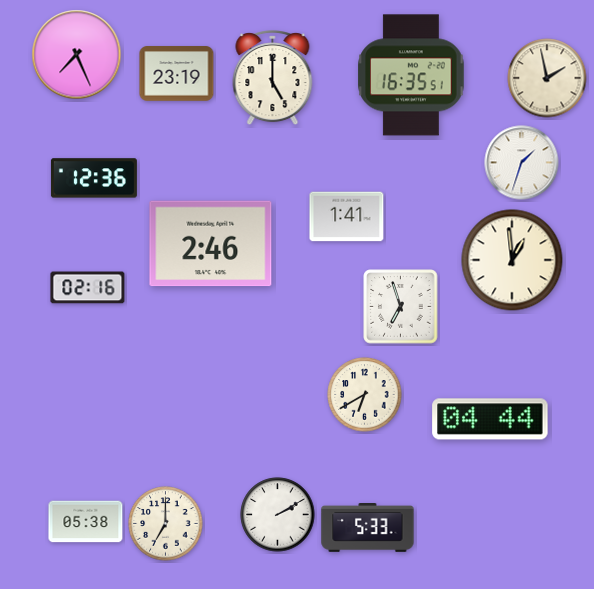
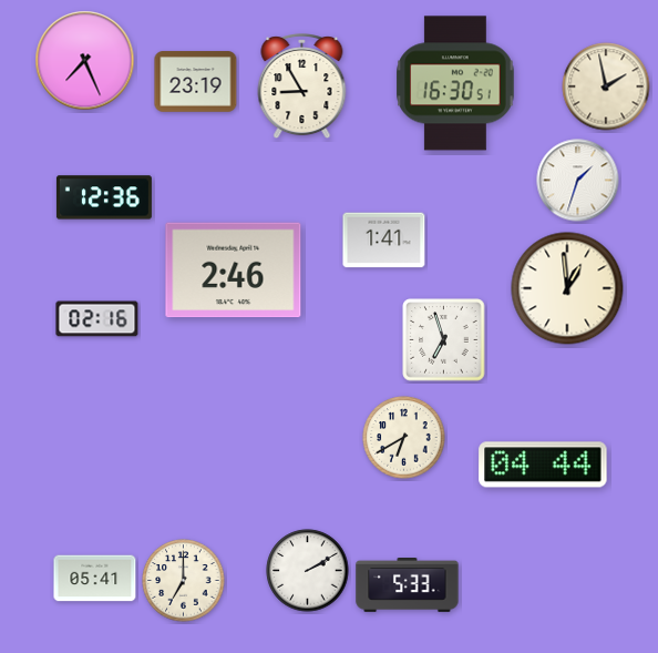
clock at (411, 75): 16:35 -> 16:30
clock at (273, 78): 5:00 -> 8:55
clock at (86, 522): 05:38 -> 05:41
